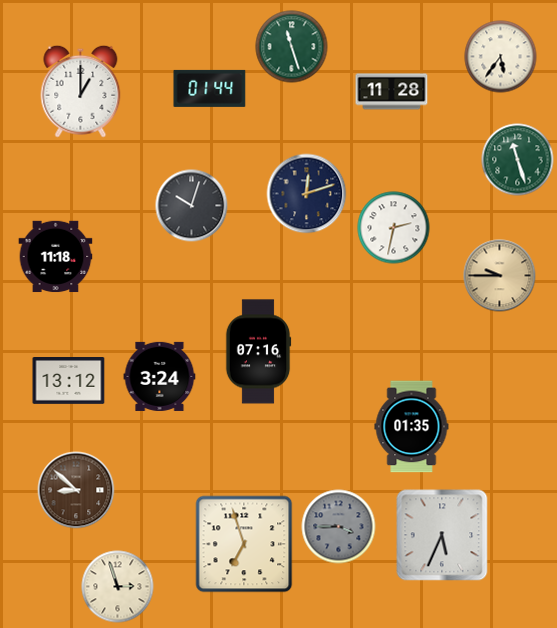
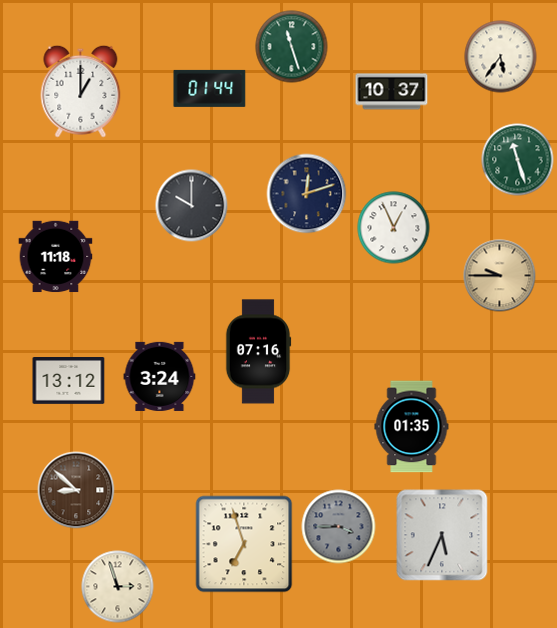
clock at (392, 92): 11:28 -> 10:37
clock at (192, 206): 10:03 -> 10:00
clock at (394, 228): 2:32 -> 12:56
